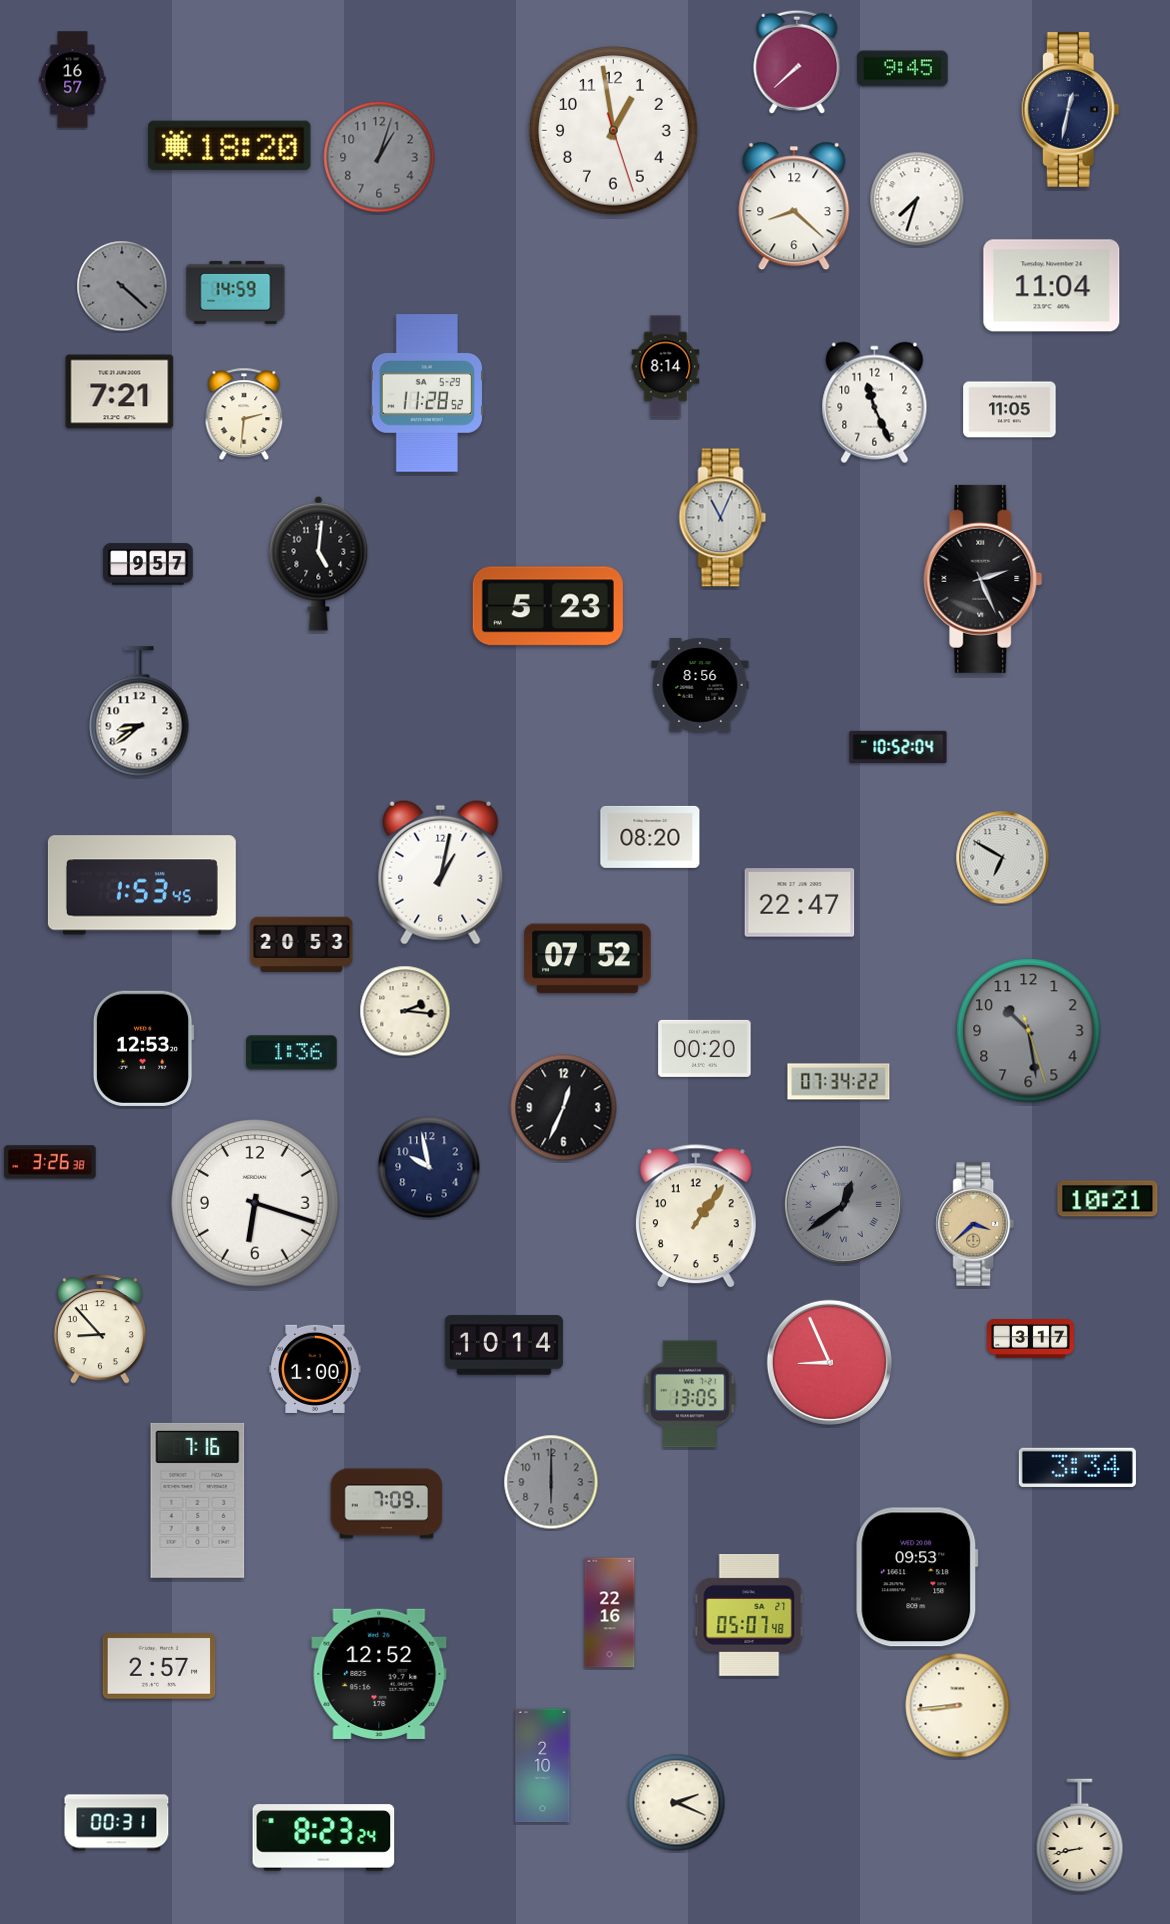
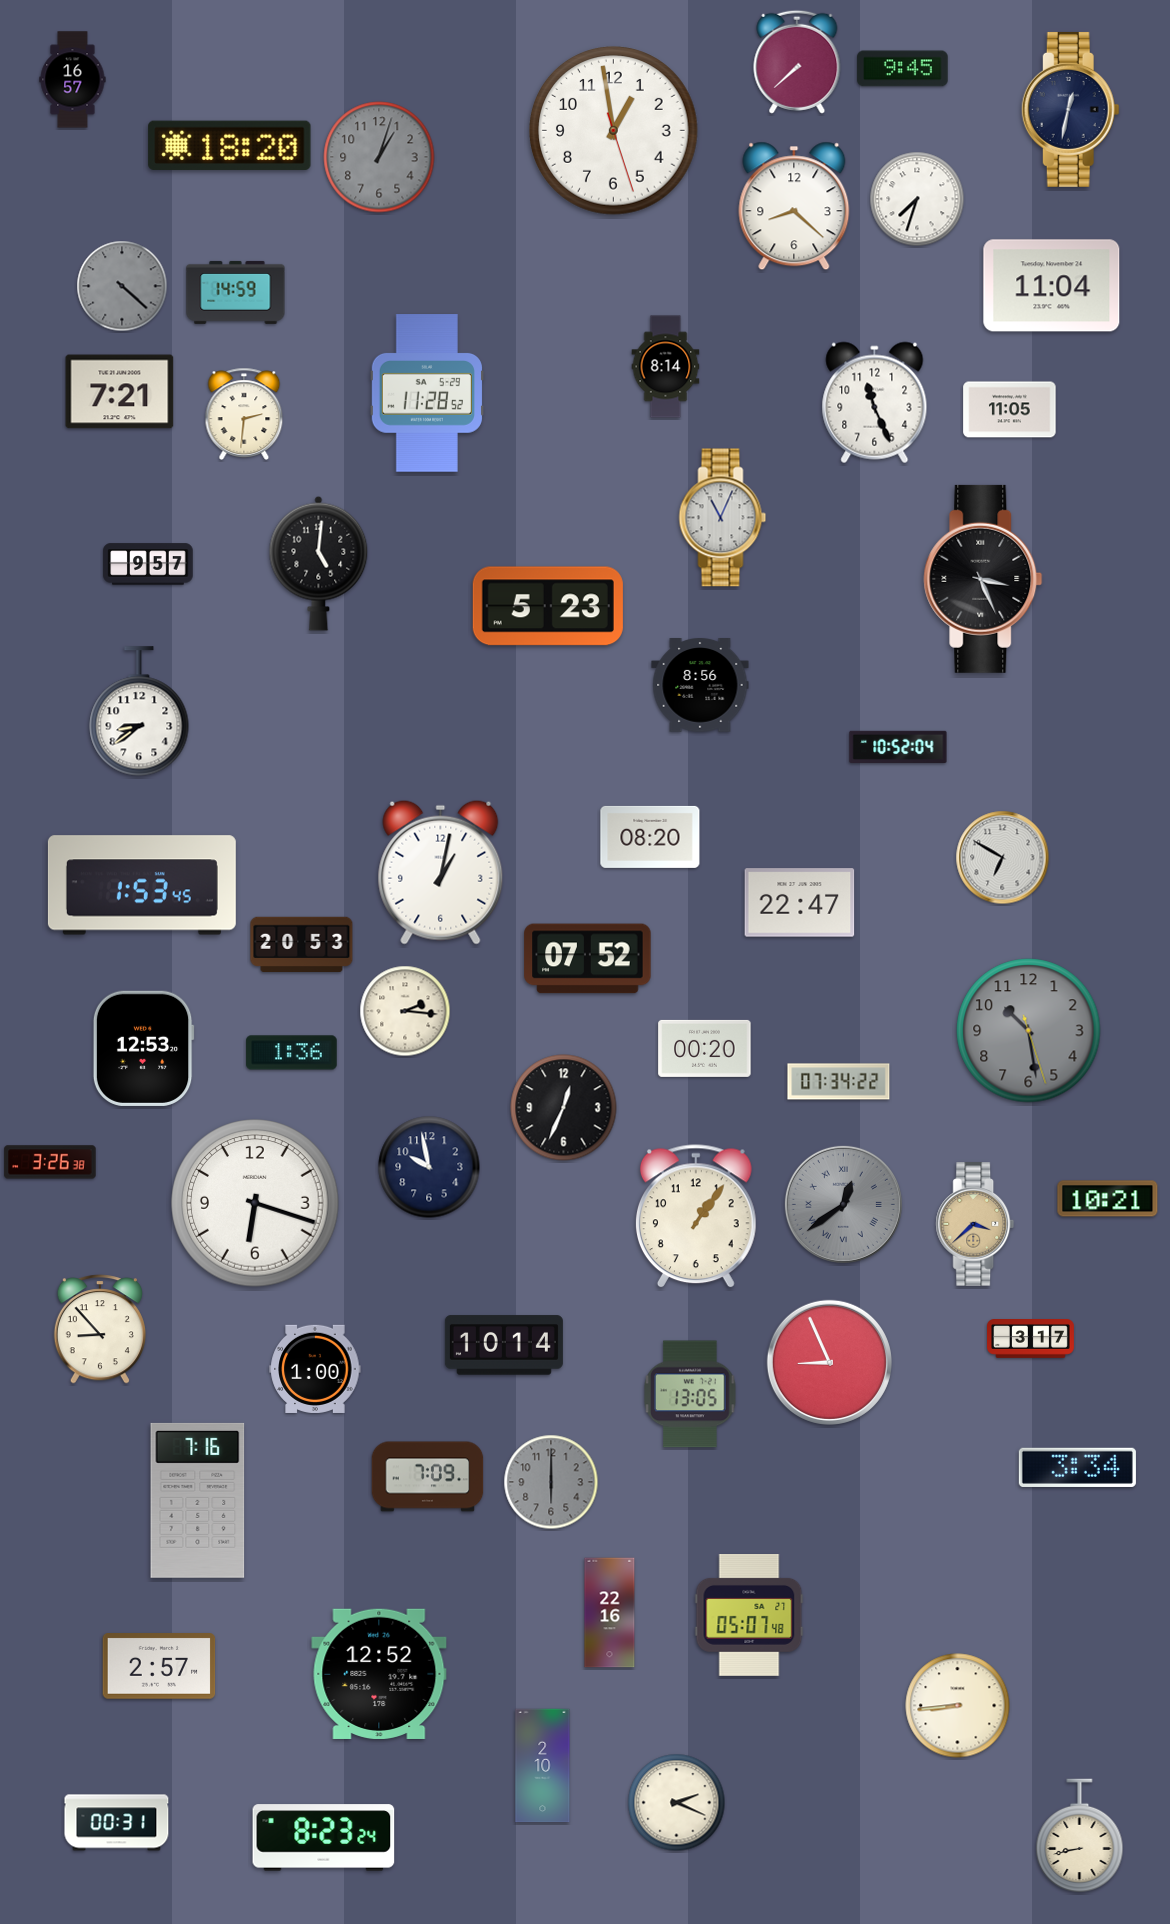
clock at (983, 579): 2:26 -> 3:26
clock at (387, 1504) position: (387, 1504) -> (428, 1477)
clock at (917, 1577): 09:53 -> none
